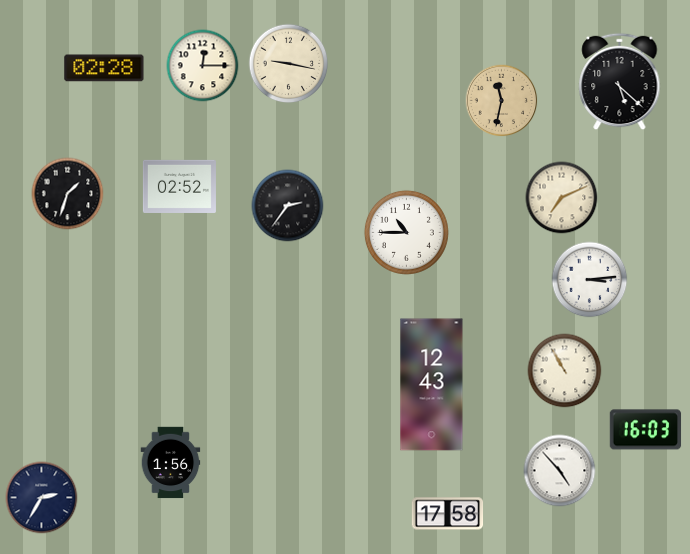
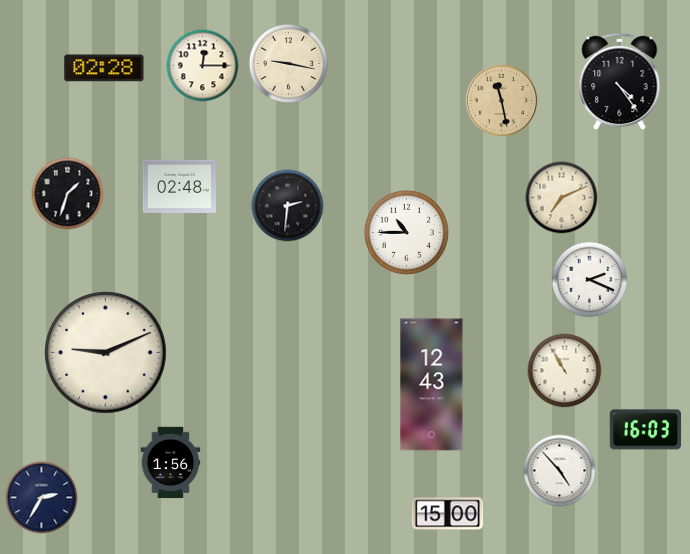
clock at (620, 82): 5:22 -> 4:24
clock at (502, 101): 11:32 -> 11:28
clock at (179, 186): 02:52 -> 02:48
clock at (288, 206): 2:36 -> 2:31
clock at (590, 280): 3:14 -> 2:19
clock at (106, 353): none -> 9:11
clock at (448, 514): 17:58 -> 15:00
